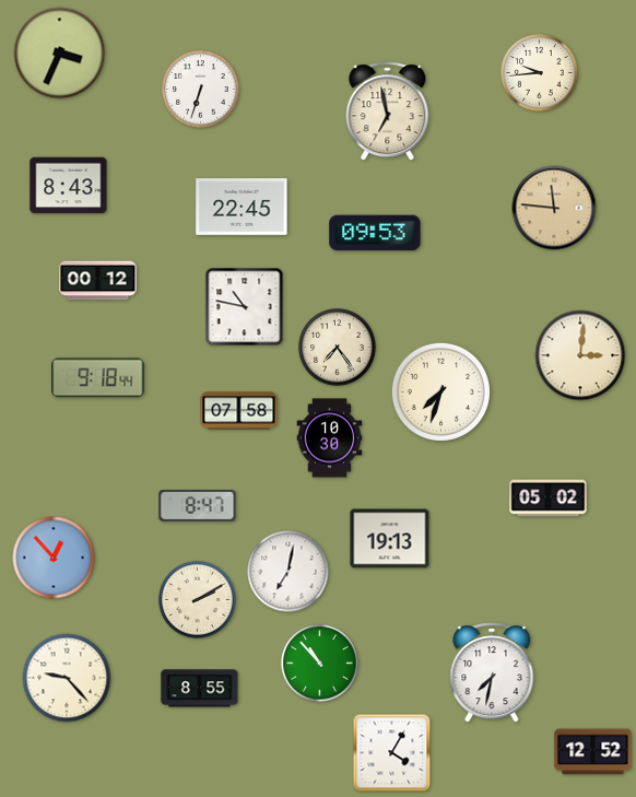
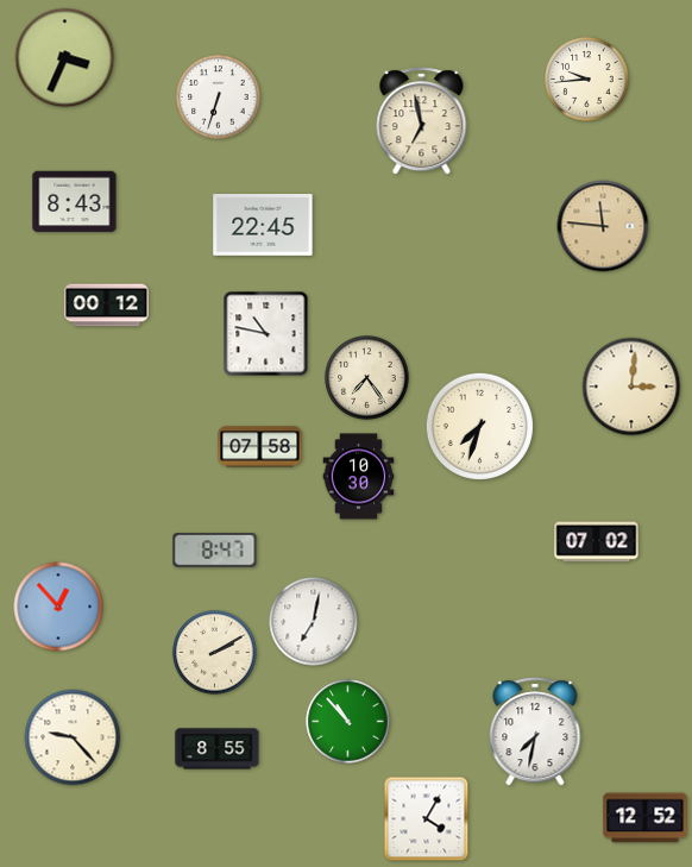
clock at (375, 233): 09:53 -> none
clock at (98, 378): 9:18 -> none
clock at (549, 499): 05:02 -> 07:02
clock at (390, 539): 19:13 -> none
